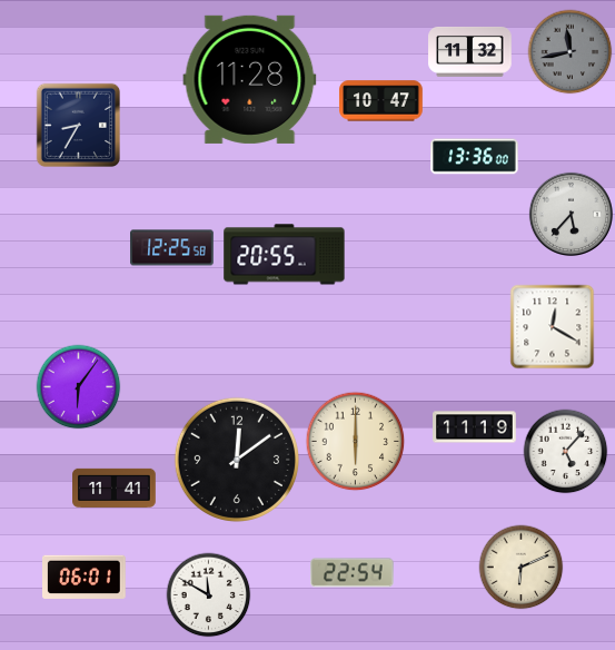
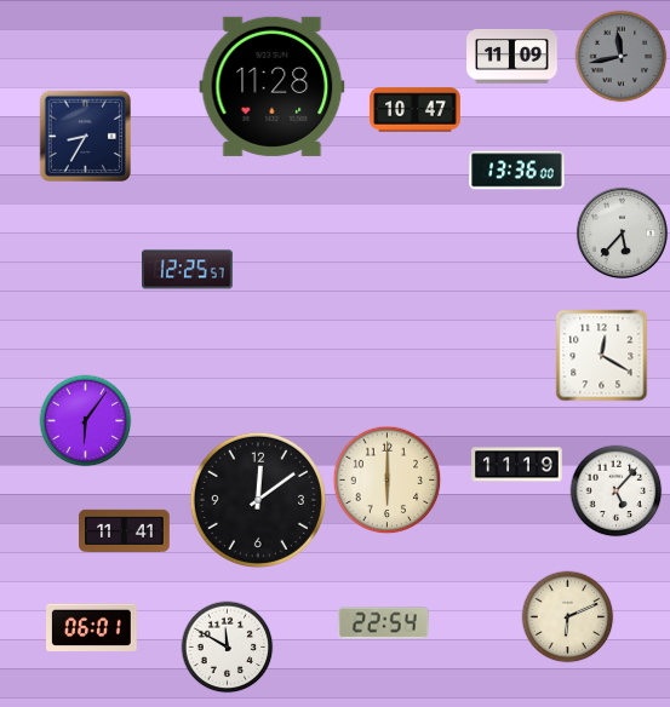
clock at (470, 51): 11:32 -> 11:09
clock at (172, 248): 12:25:58 -> 12:25:57
clock at (285, 255): 20:55 -> none
